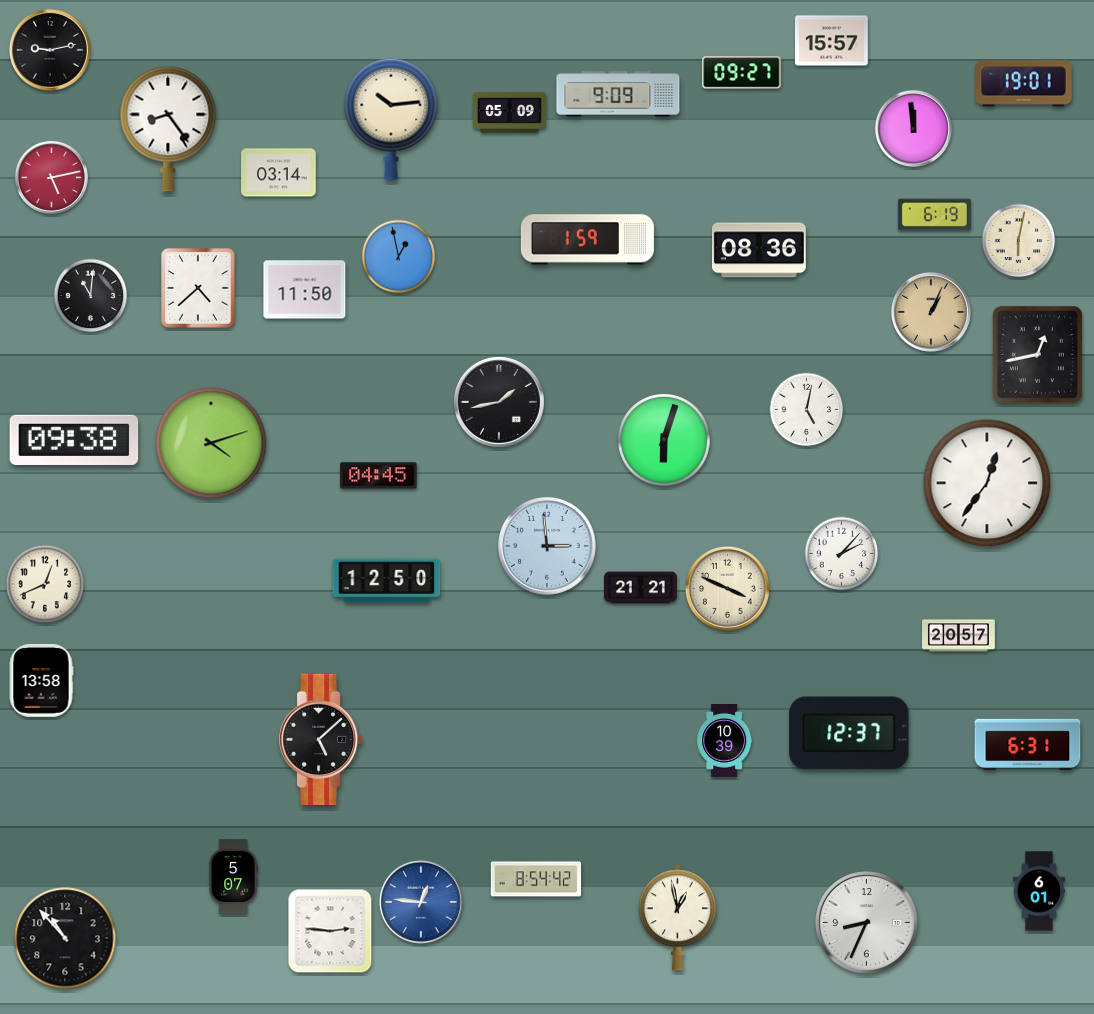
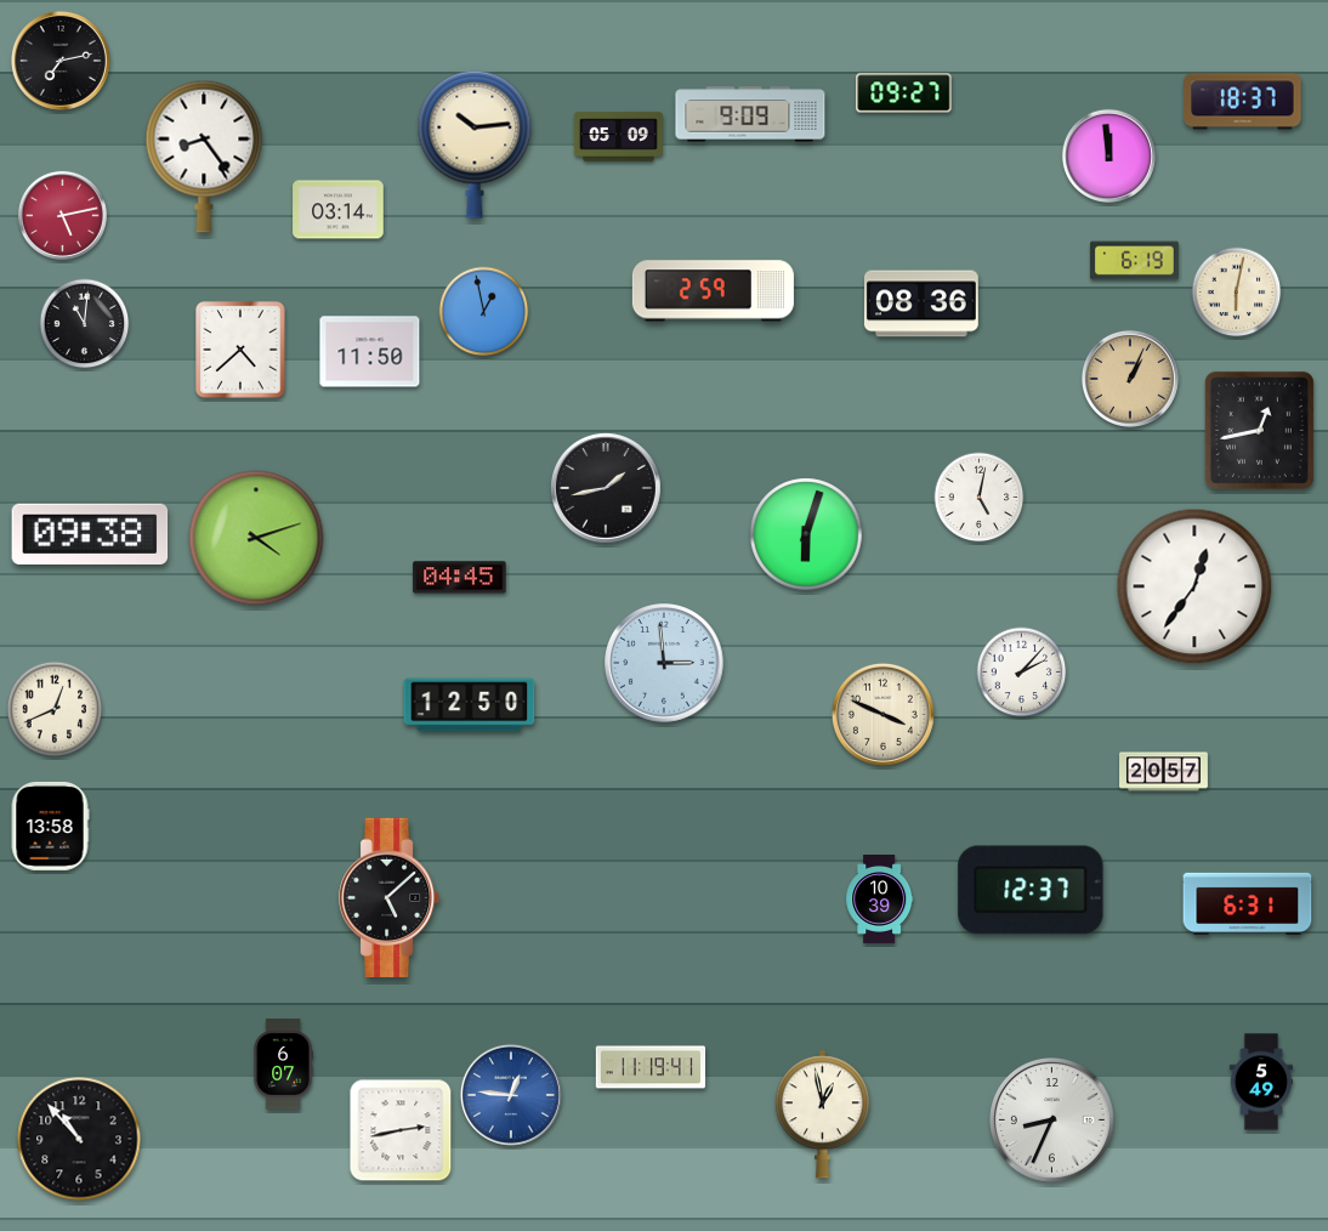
clock at (831, 41): 15:57 -> none
clock at (50, 50): 9:13 -> 7:13
clock at (742, 73) position: (742, 73) -> (904, 93)
clock at (1024, 84): 19:01 -> 18:37
clock at (587, 240): 1:59 -> 2:59
clock at (91, 296) position: (91, 296) -> (85, 324)
clock at (987, 483) position: (987, 483) -> (1194, 586)
clock at (641, 588): 21:21 -> none
clock at (233, 877): 5:07 -> 6:07
clock at (536, 879): 8:54 -> 11:19
clock at (1038, 891): 6:01 -> 5:49
clock at (330, 931): 2:46 -> 2:43
